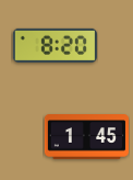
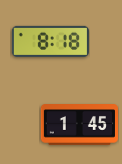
clock at (55, 45): 8:20 -> 8:18
